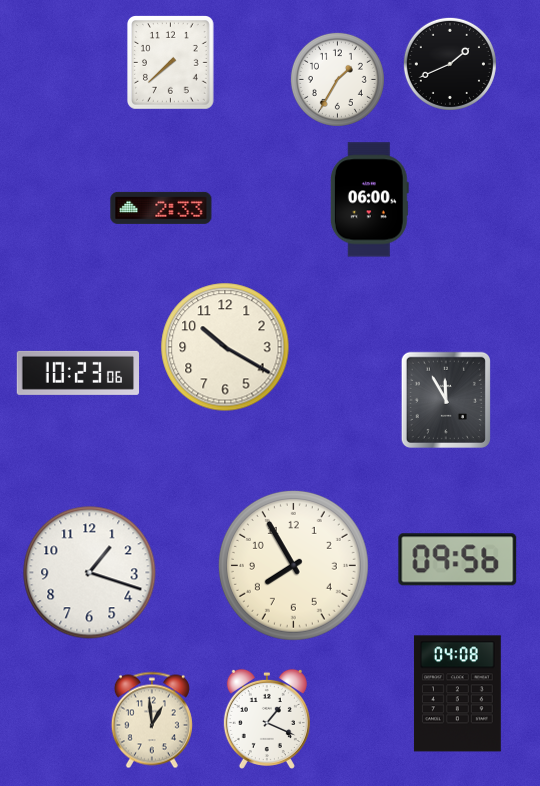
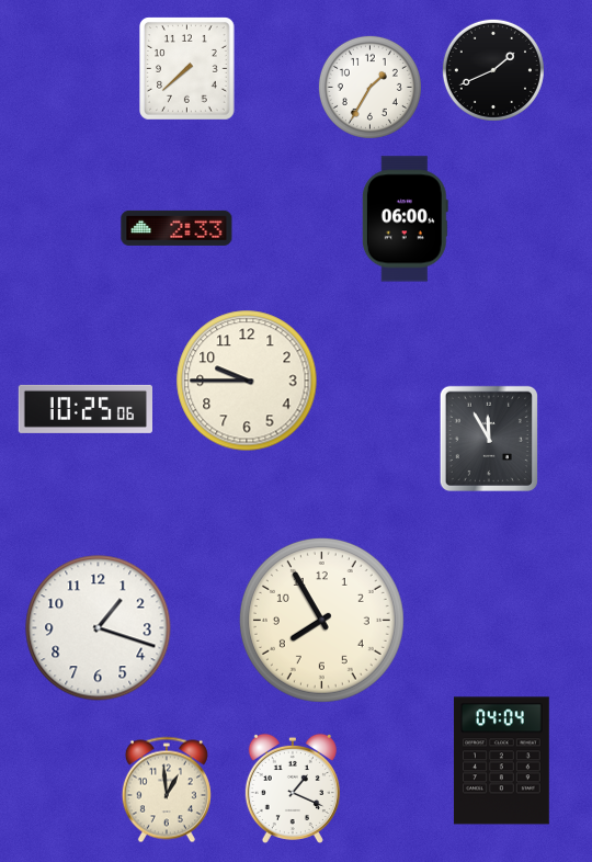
clock at (225, 347): 10:20 -> 9:45
clock at (77, 373): 10:23 -> 10:25
clock at (458, 560): 09:56 -> none
clock at (457, 694): 04:08 -> 04:04
